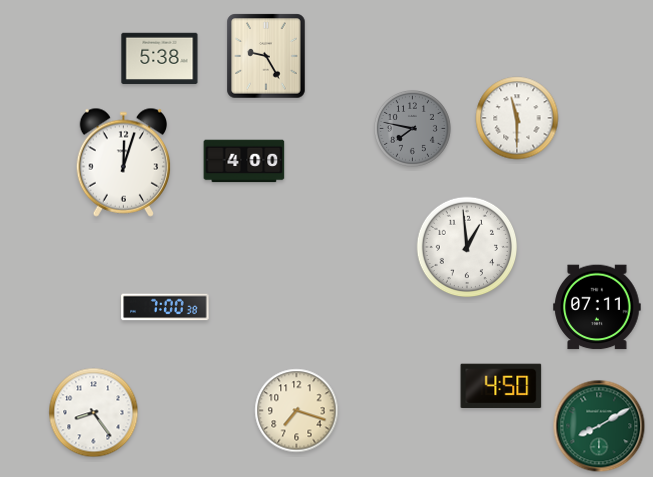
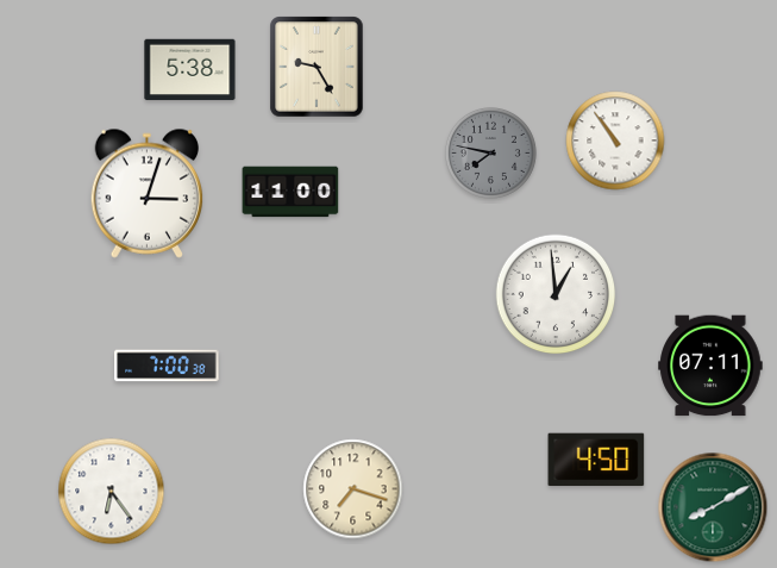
clock at (517, 118): 11:30 -> 10:54
clock at (244, 161): 4:00 -> 11:00
clock at (124, 162): 12:03 -> 3:03
clock at (165, 307) position: (165, 307) -> (167, 366)
clock at (94, 413): 8:24 -> 6:24
